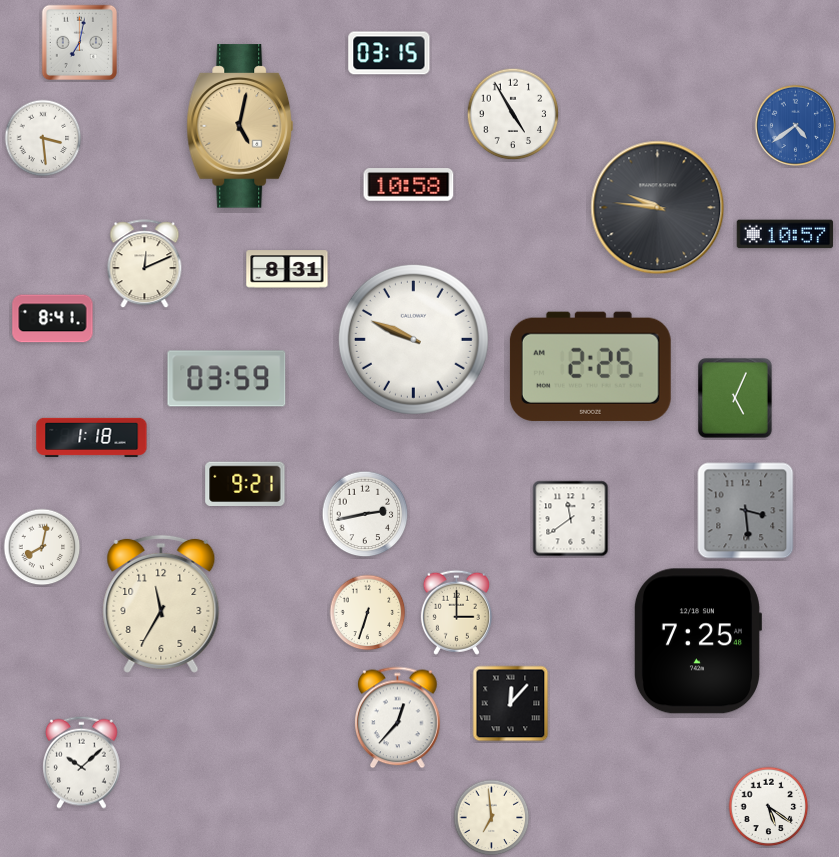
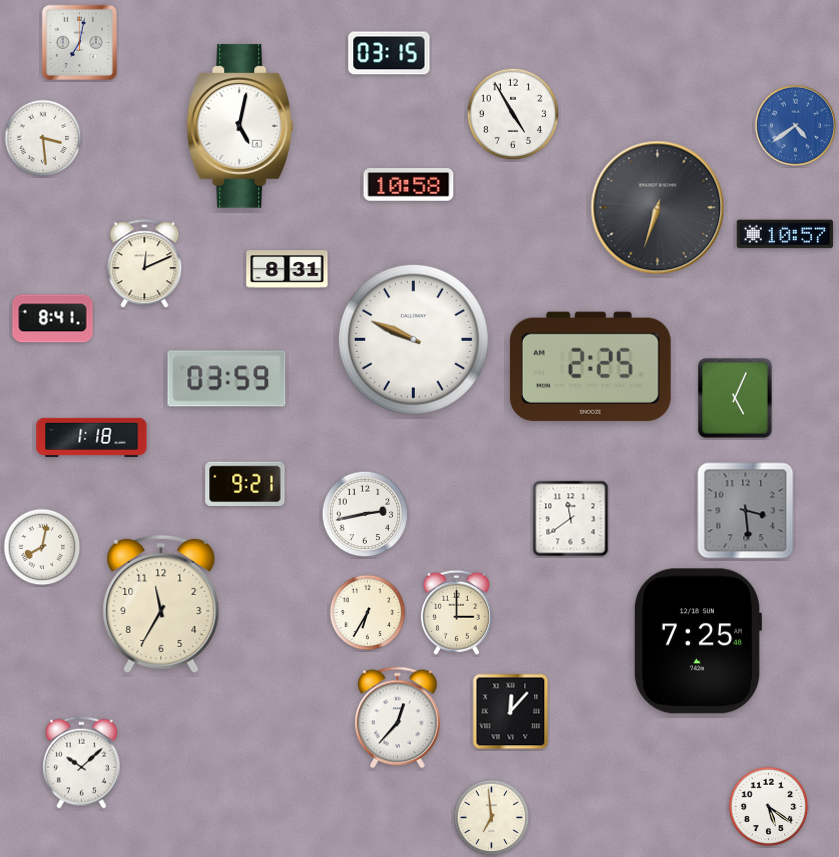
clock at (240, 126) dial: champagne -> white
clock at (658, 208): 9:46 -> 6:33
clock at (368, 613): 6:33 -> 6:35
clock at (511, 704) position: (511, 704) -> (511, 712)
